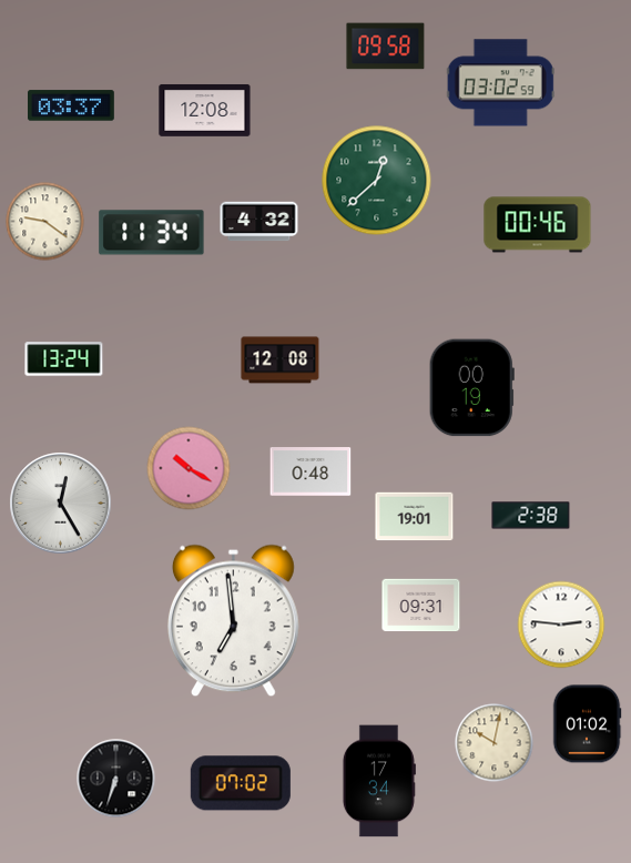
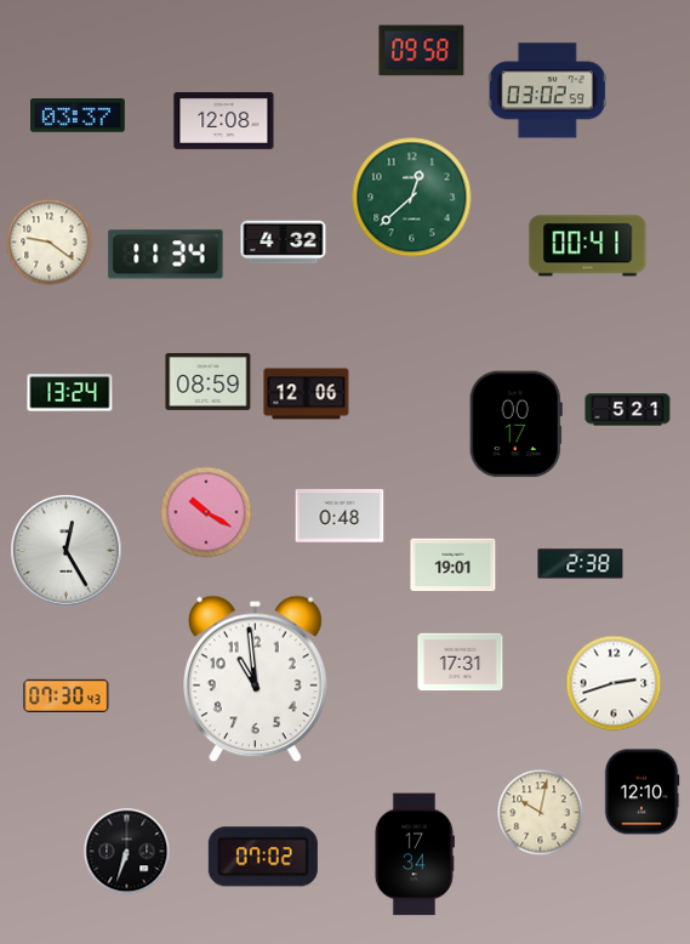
clock at (538, 225): 00:46 -> 00:41
clock at (209, 381): none -> 08:59
clock at (281, 361): 12:08 -> 12:06
clock at (628, 410): none -> 5:21
clock at (471, 388): 00:19 -> 00:17
clock at (421, 606): 09:31 -> 17:31
clock at (233, 621): 6:59 -> 10:59
clock at (561, 625): 2:46 -> 2:42
clock at (67, 696): none -> 07:30
clock at (587, 724): 01:02 -> 12:10
